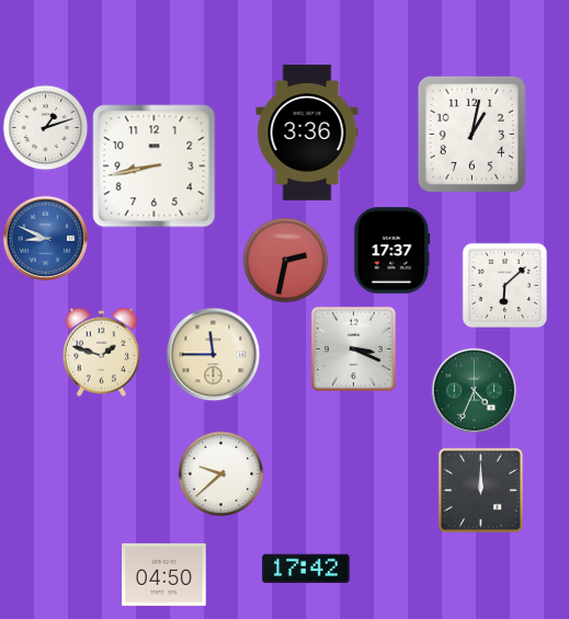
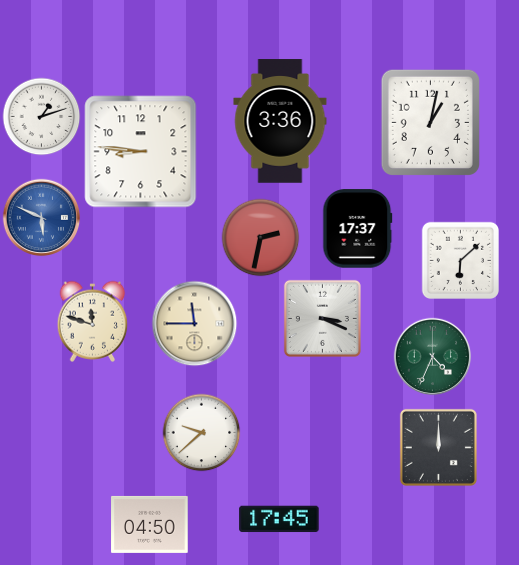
clock at (155, 167): 8:43 -> 8:46
clock at (45, 238): 8:49 -> 5:49
clock at (102, 352): 1:48 -> 11:48
clock at (306, 569): 17:42 -> 17:45
